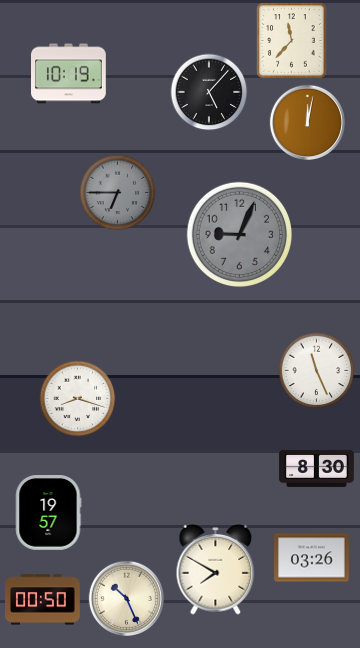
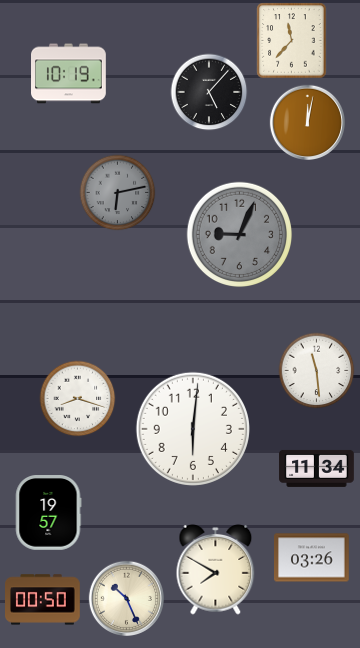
clock at (118, 193): 6:45 -> 6:13
clock at (317, 371): 11:26 -> 11:29
clock at (193, 429): none -> 6:01
clock at (317, 468): 8:30 -> 11:34
